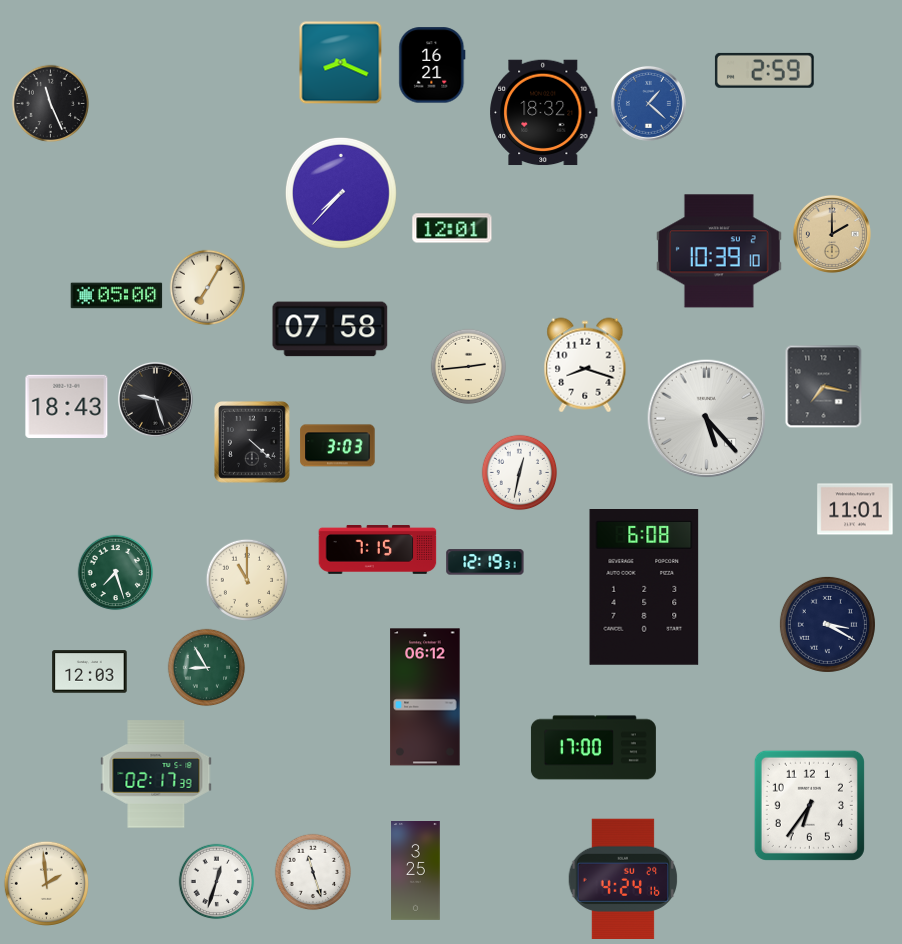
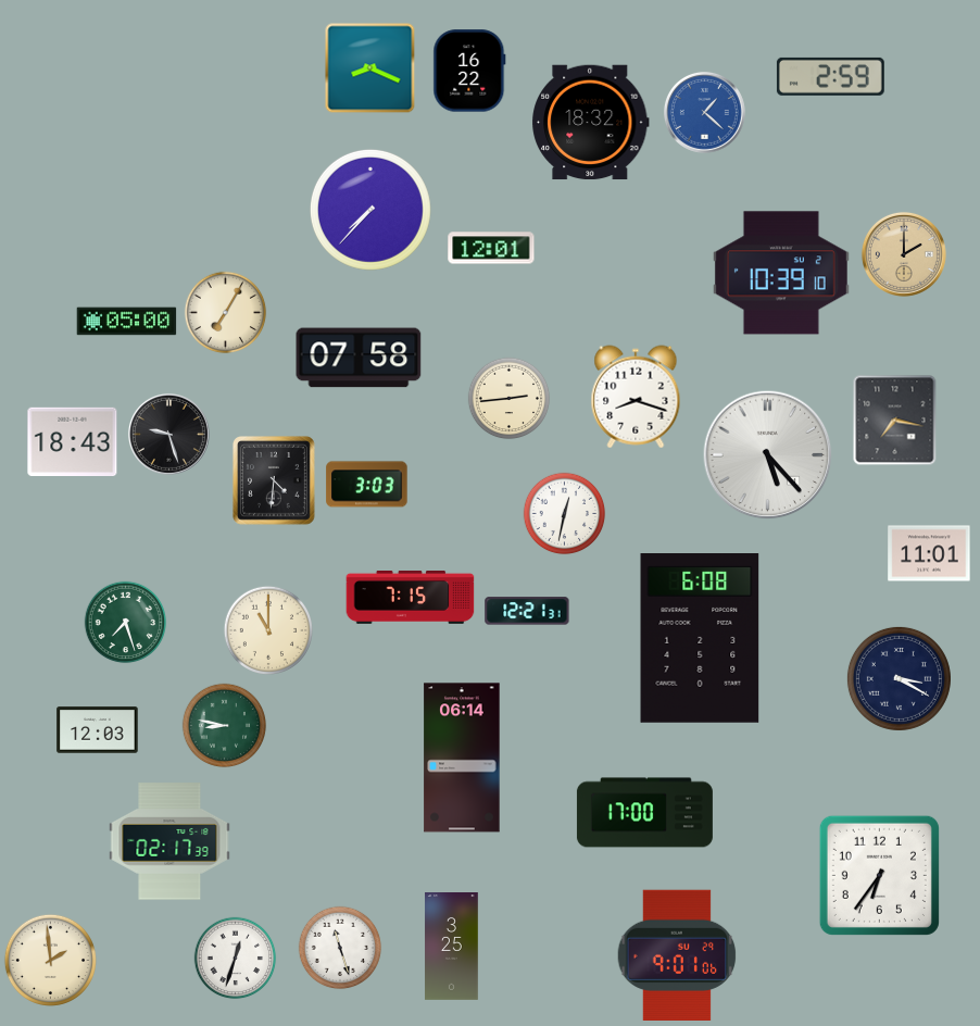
clock at (432, 65): 16:21 -> 16:22
clock at (51, 104): 11:26 -> none
clock at (252, 443): 4:22 -> 4:31
clock at (485, 562): 12:19 -> 12:21
clock at (207, 668): 8:55 -> 8:47
clock at (425, 697): 06:12 -> 06:14
clock at (623, 878): 4:24 -> 9:01
